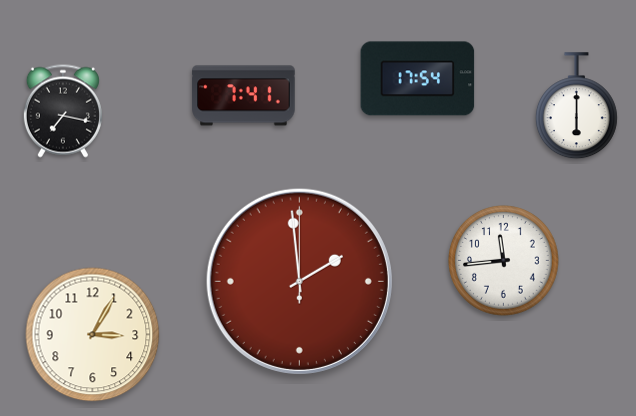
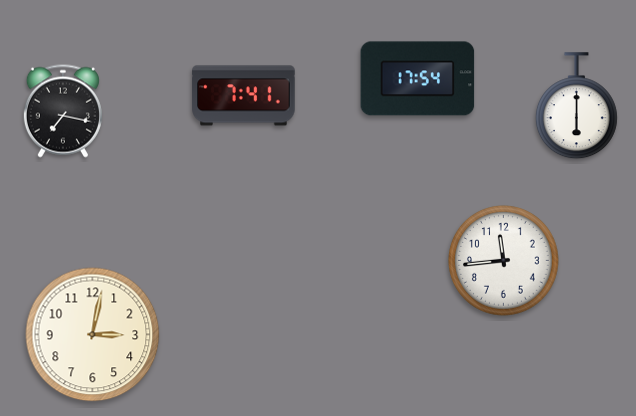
clock at (299, 281): 1:59 -> none
clock at (93, 335): 3:05 -> 3:02
